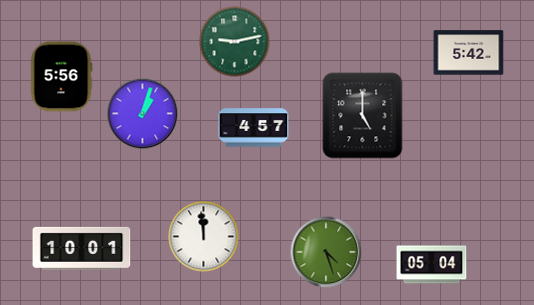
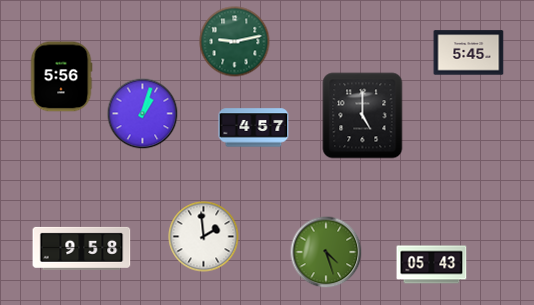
clock at (469, 53): 5:42 -> 5:45
clock at (204, 237): 11:59 -> 1:59
clock at (82, 248): 10:01 -> 9:58
clock at (432, 265): 05:04 -> 05:43
